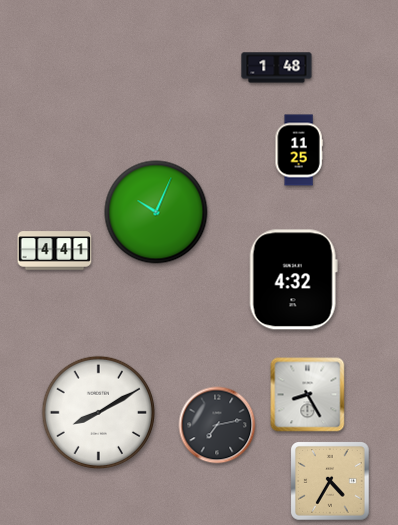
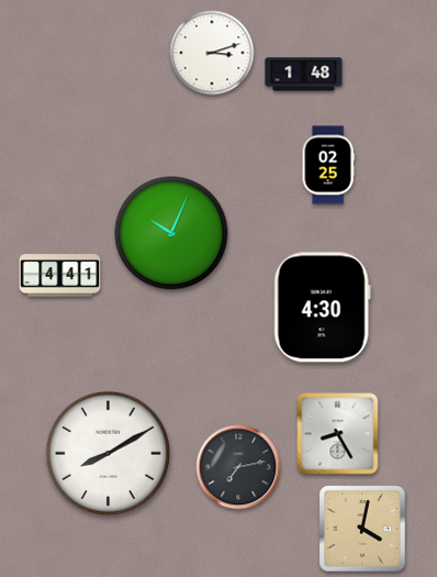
clock at (212, 53): none -> 3:12
clock at (299, 150): 11:25 -> 02:25
clock at (293, 280): 4:32 -> 4:30
clock at (330, 481): 4:35 -> 4:02
